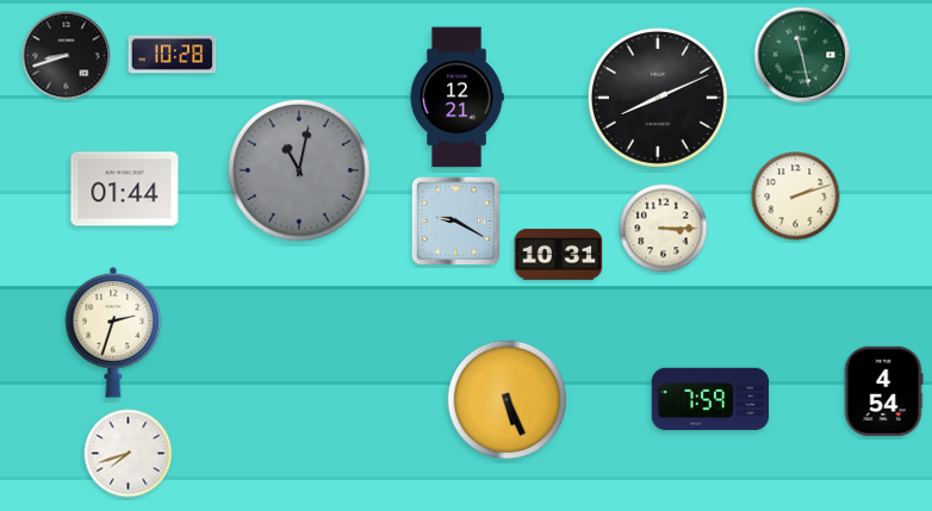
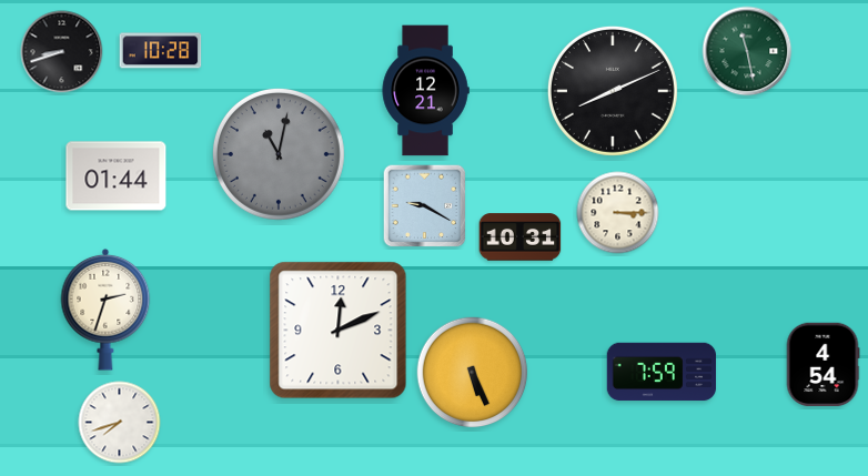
clock at (299, 170) position: (299, 170) -> (279, 154)
clock at (796, 197): 2:12 -> none
clock at (339, 331): none -> 12:11
